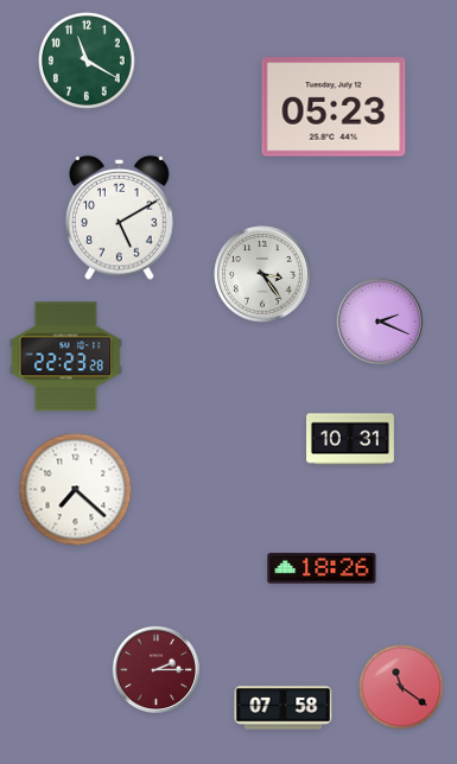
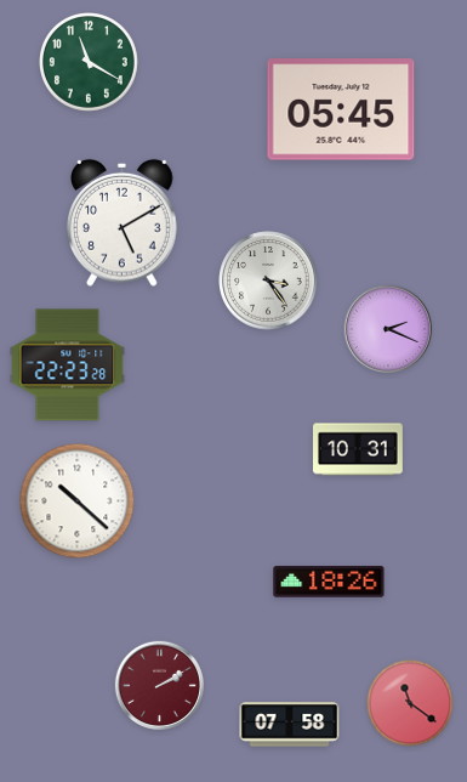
clock at (334, 107): 05:23 -> 05:45
clock at (76, 490): 7:22 -> 10:22
clock at (155, 669): 2:15 -> 2:10
